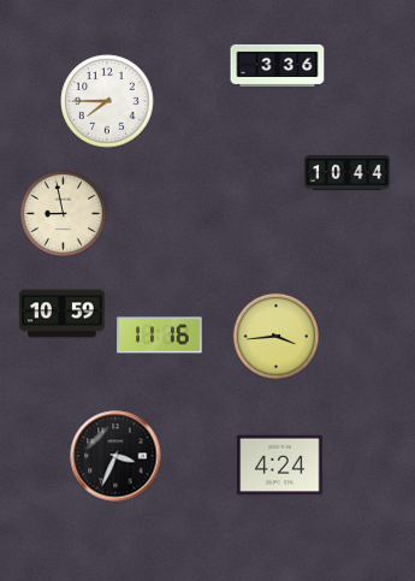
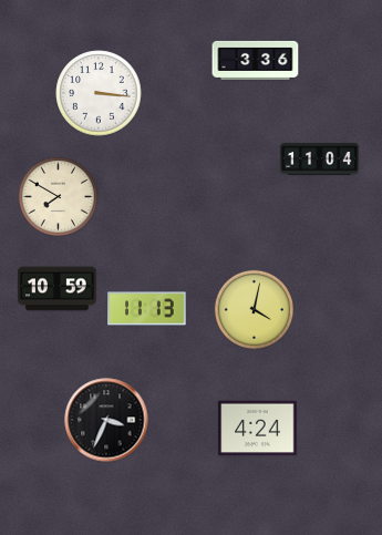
clock at (107, 101): 7:45 -> 3:16
clock at (348, 173): 10:44 -> 11:04
clock at (63, 213): 8:58 -> 7:50
clock at (160, 336): 11:16 -> 11:13
clock at (275, 336): 3:44 -> 4:02
